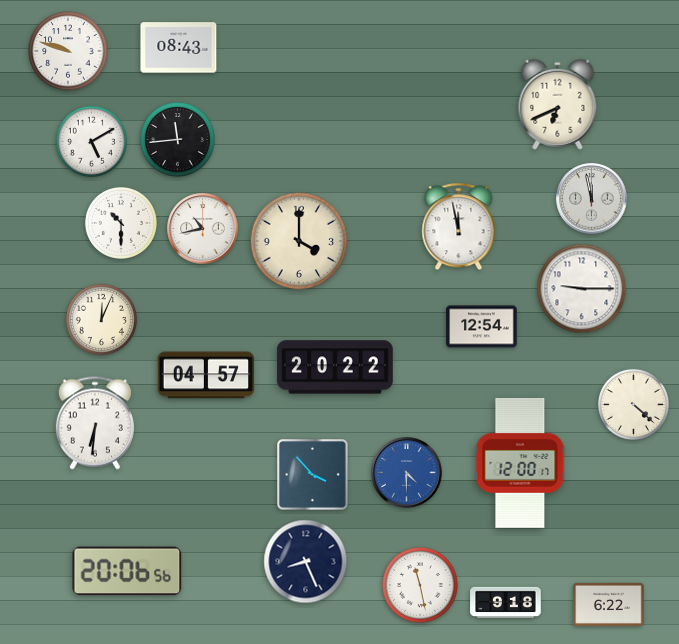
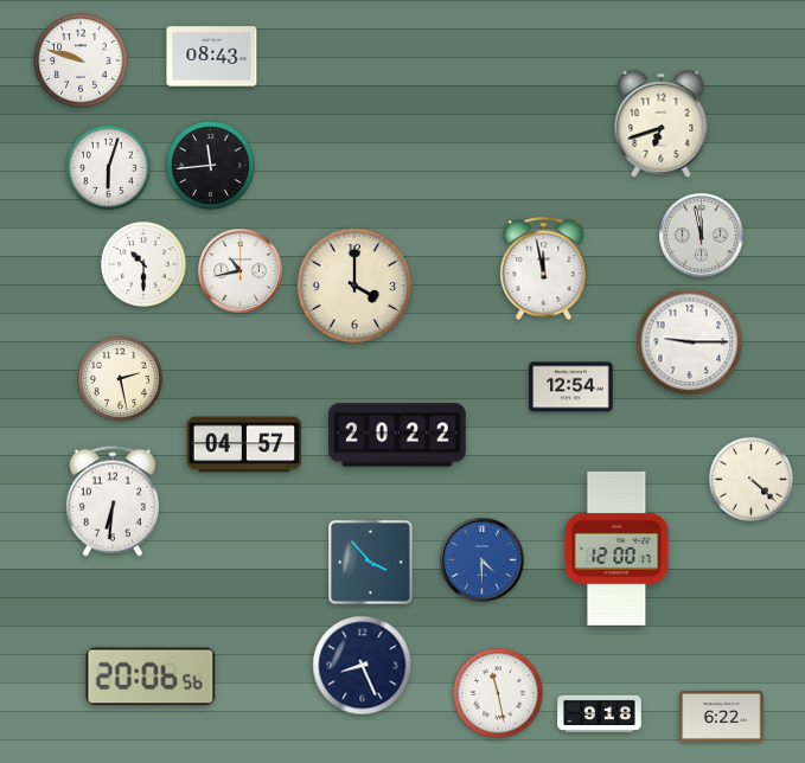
clock at (558, 104): 6:41 -> 6:42
clock at (91, 141): 5:10 -> 6:03
clock at (101, 319): 12:04 -> 2:28
